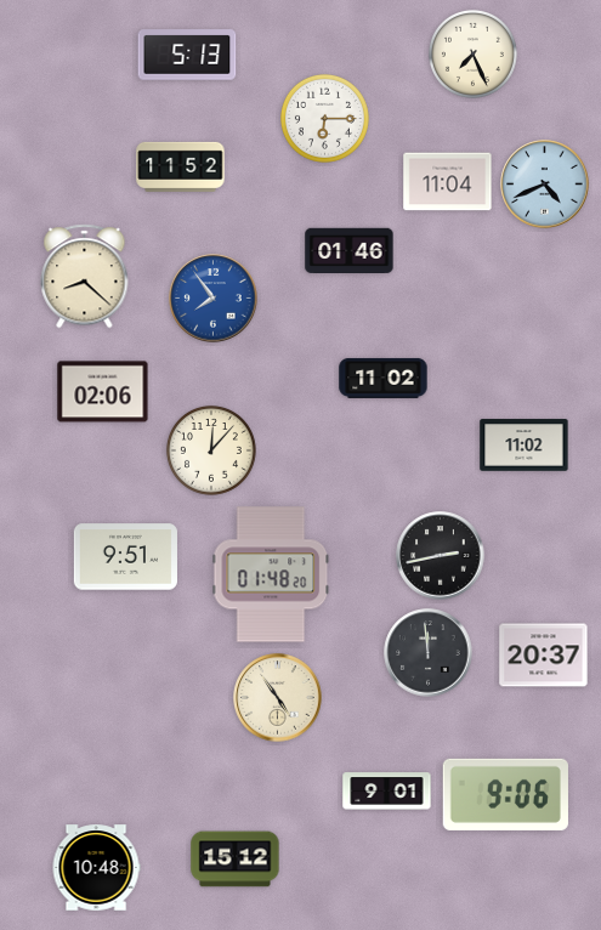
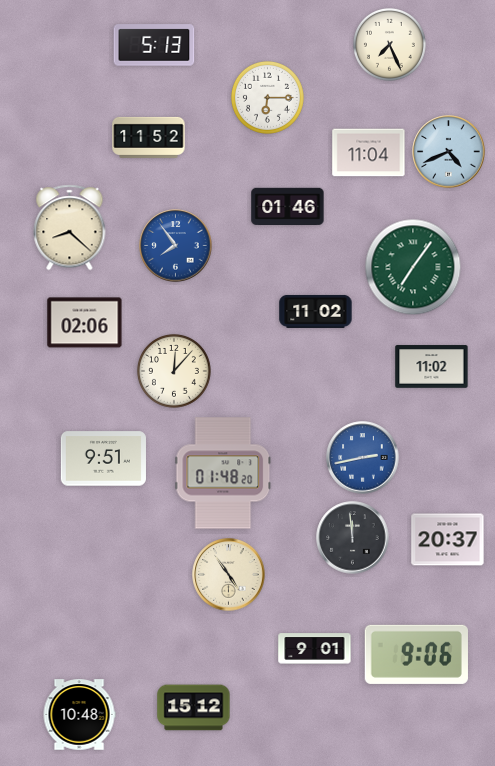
clock at (448, 182) position: (448, 182) -> (369, 153)
clock at (413, 267): none -> 7:06
clock at (441, 556) dial: black -> blue
clock at (387, 792) position: (387, 792) -> (315, 649)
